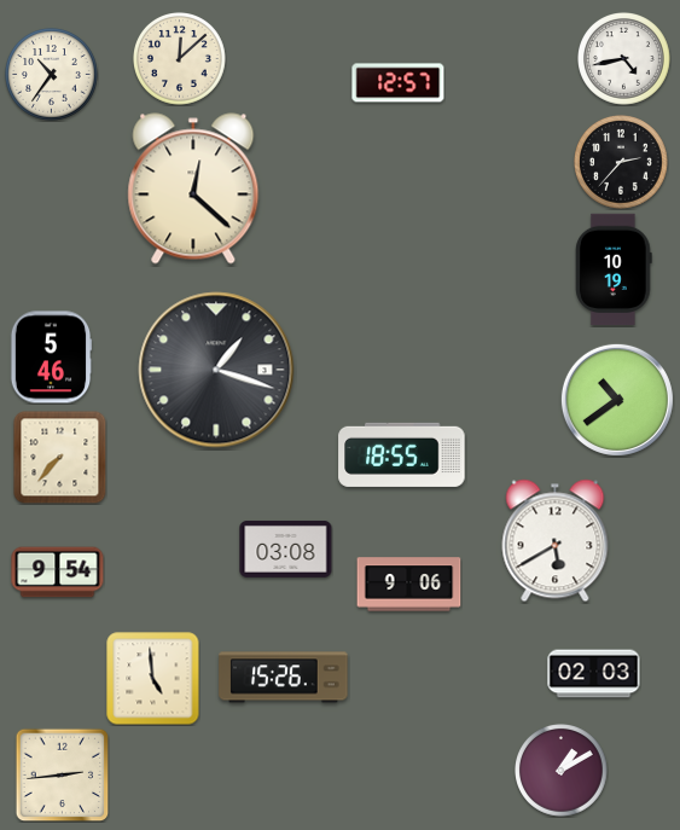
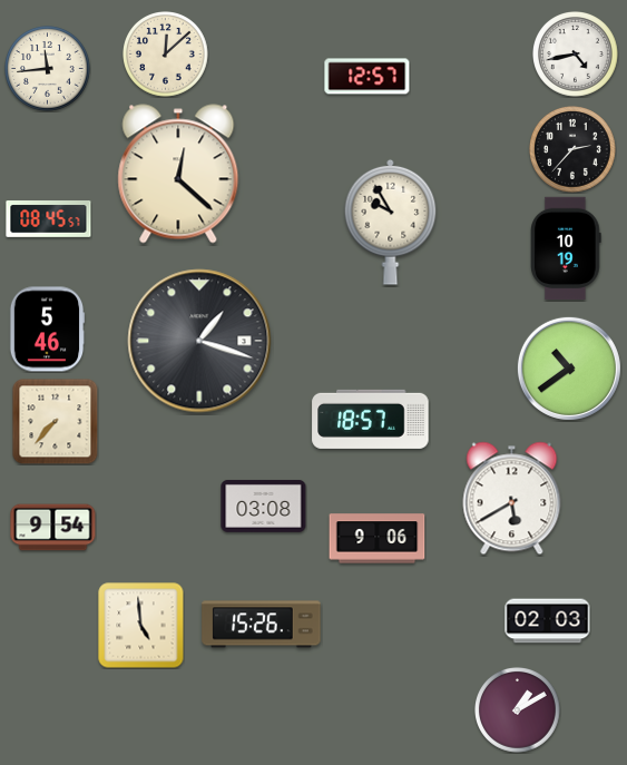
clock at (52, 75): 10:36 -> 11:44
clock at (49, 219): none -> 08:45
clock at (391, 222): none -> 9:55
clock at (402, 454): 18:55 -> 18:57
clock at (62, 774): 2:44 -> none
